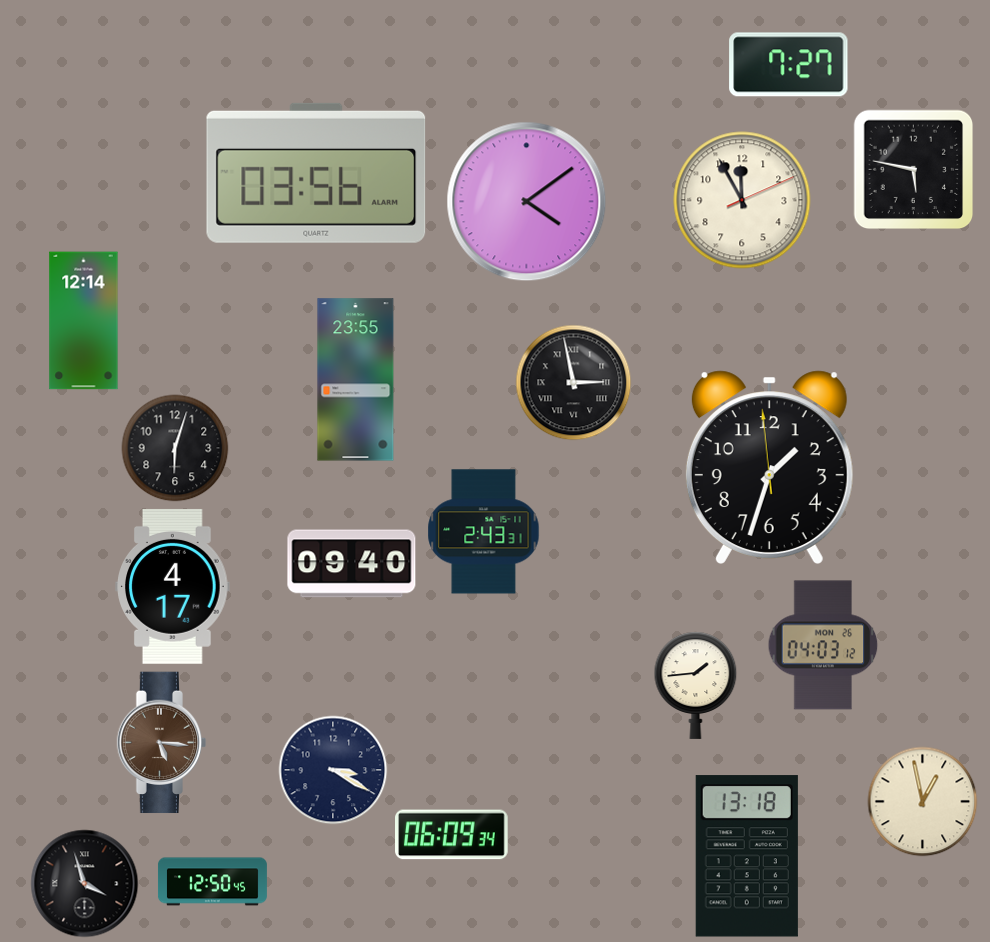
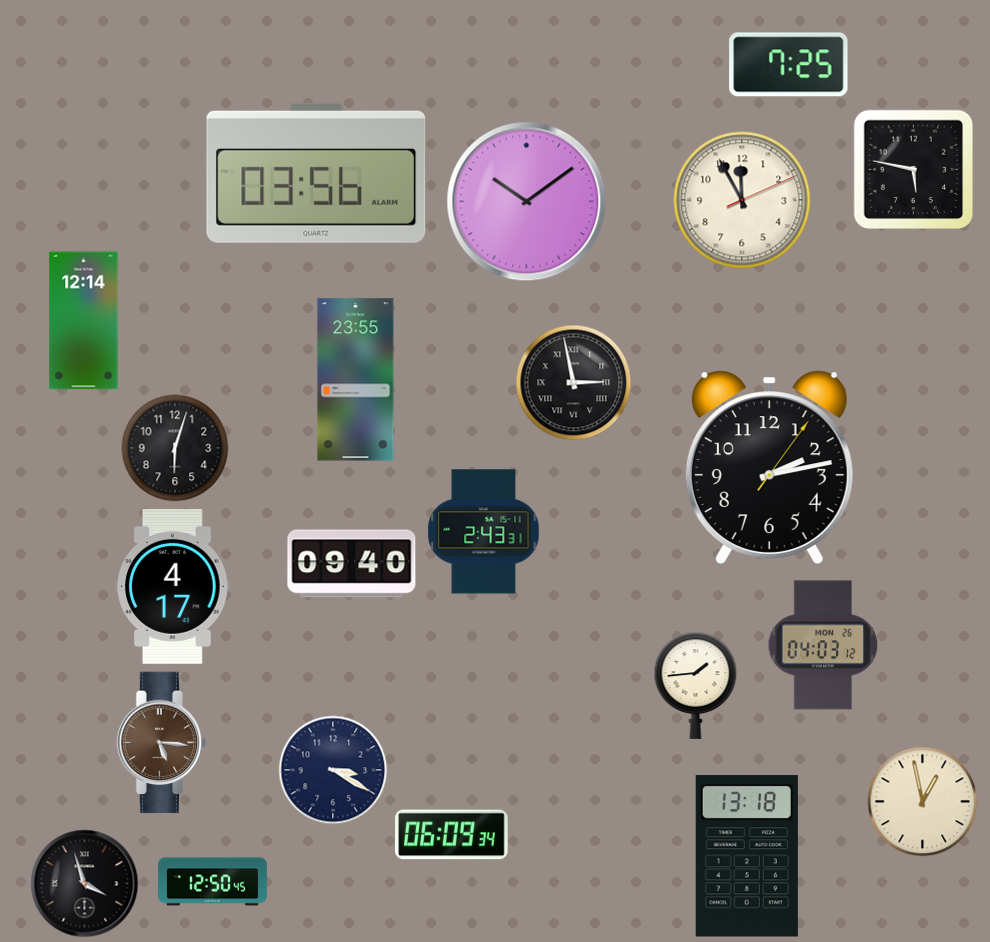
clock at (789, 65): 7:27 -> 7:25
clock at (527, 202): 4:09 -> 10:09
clock at (769, 467): 1:32 -> 2:13
